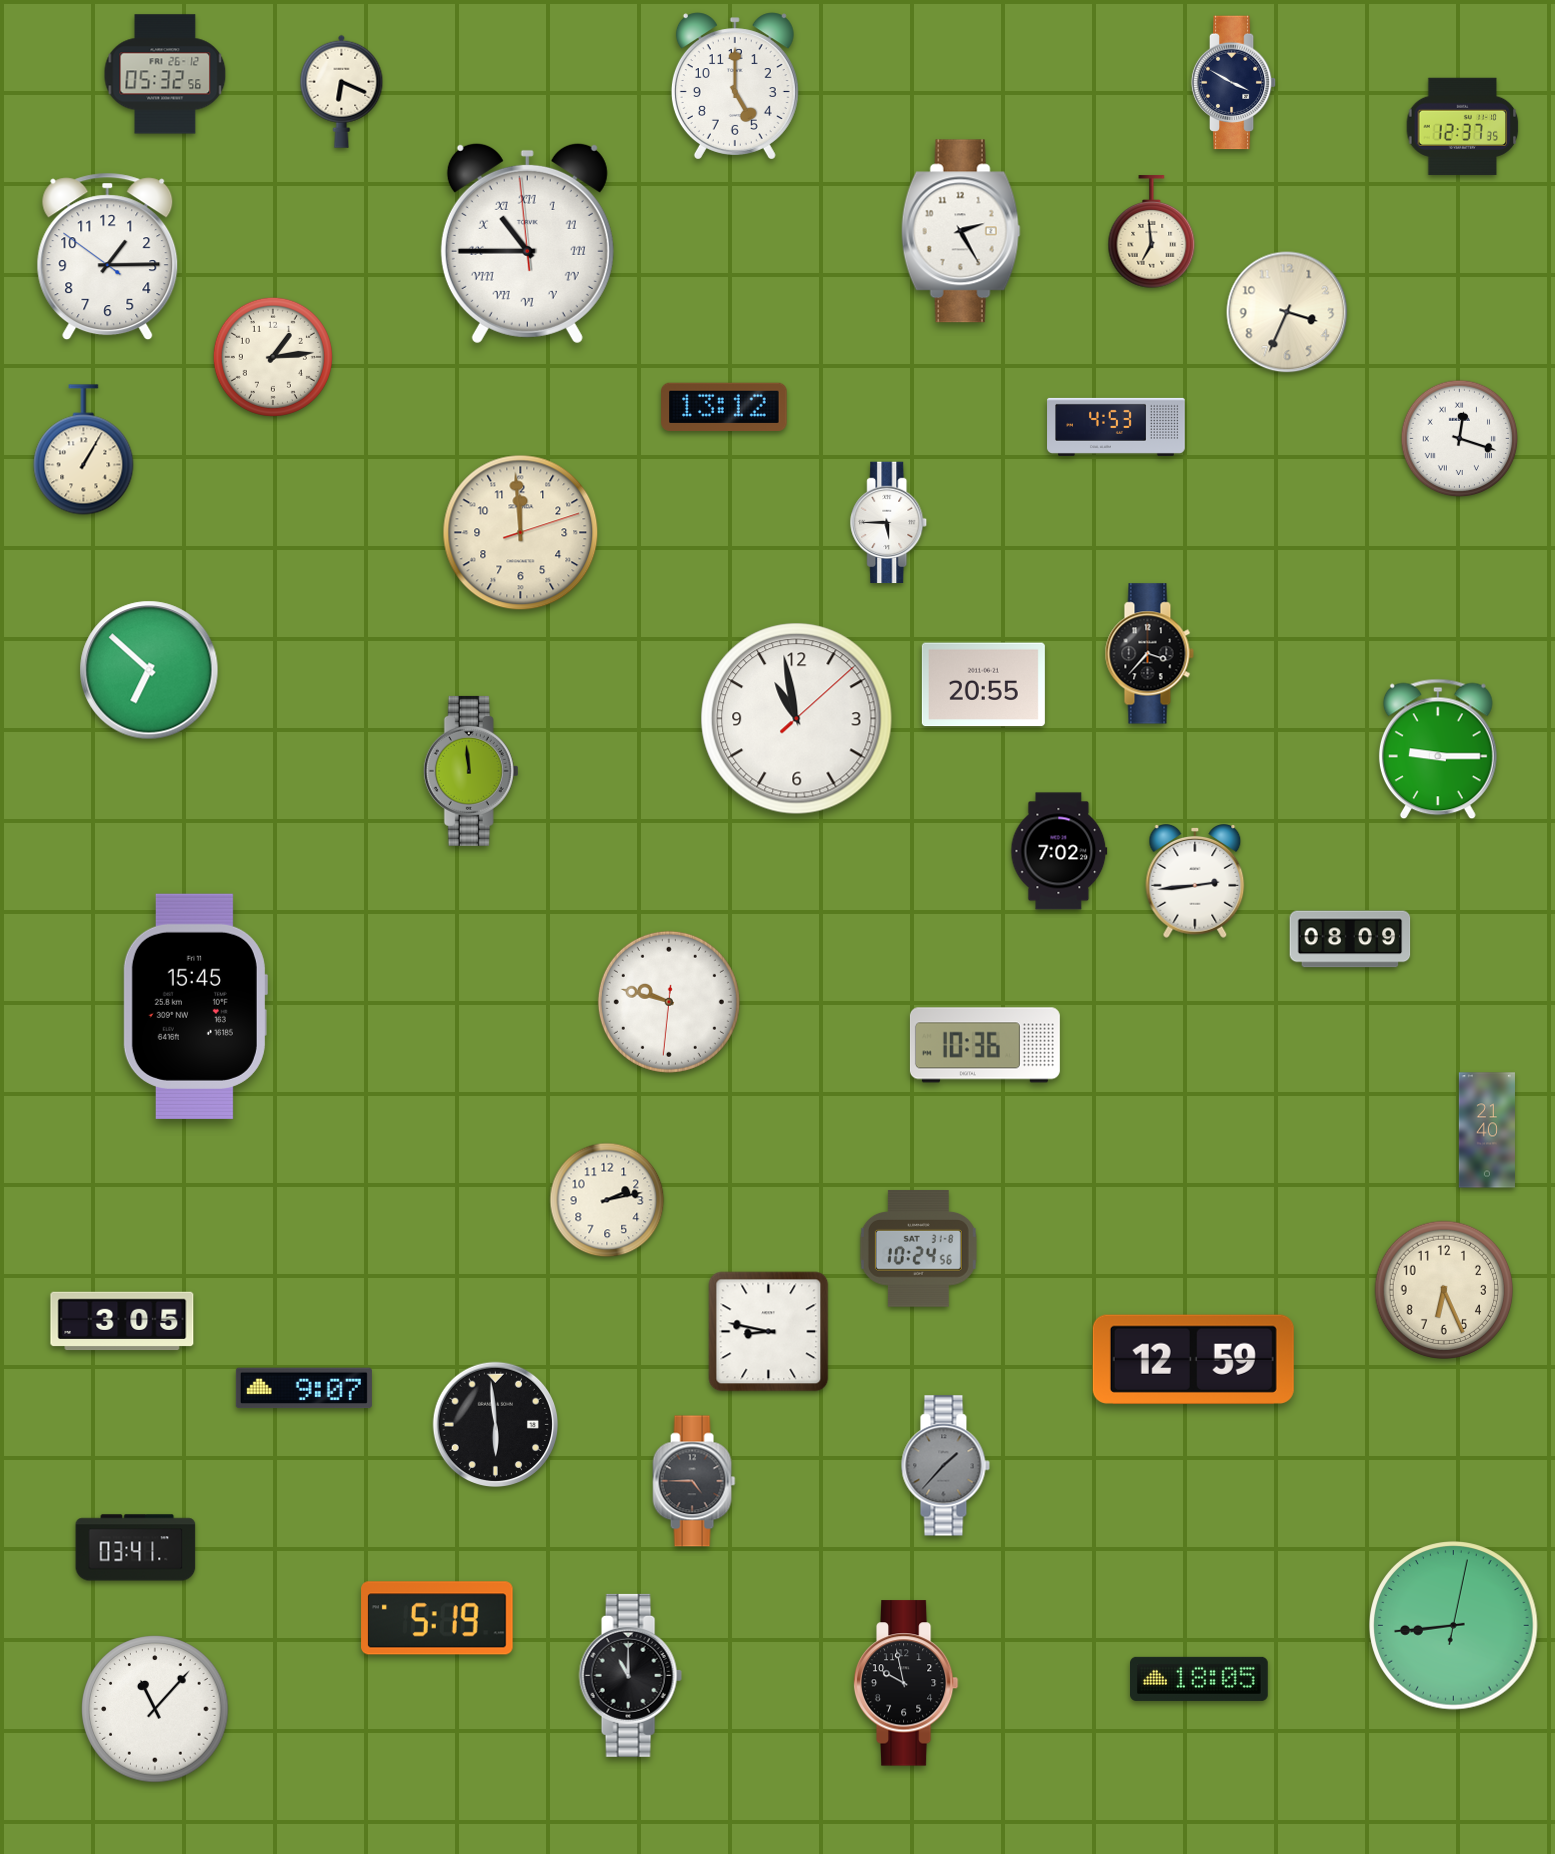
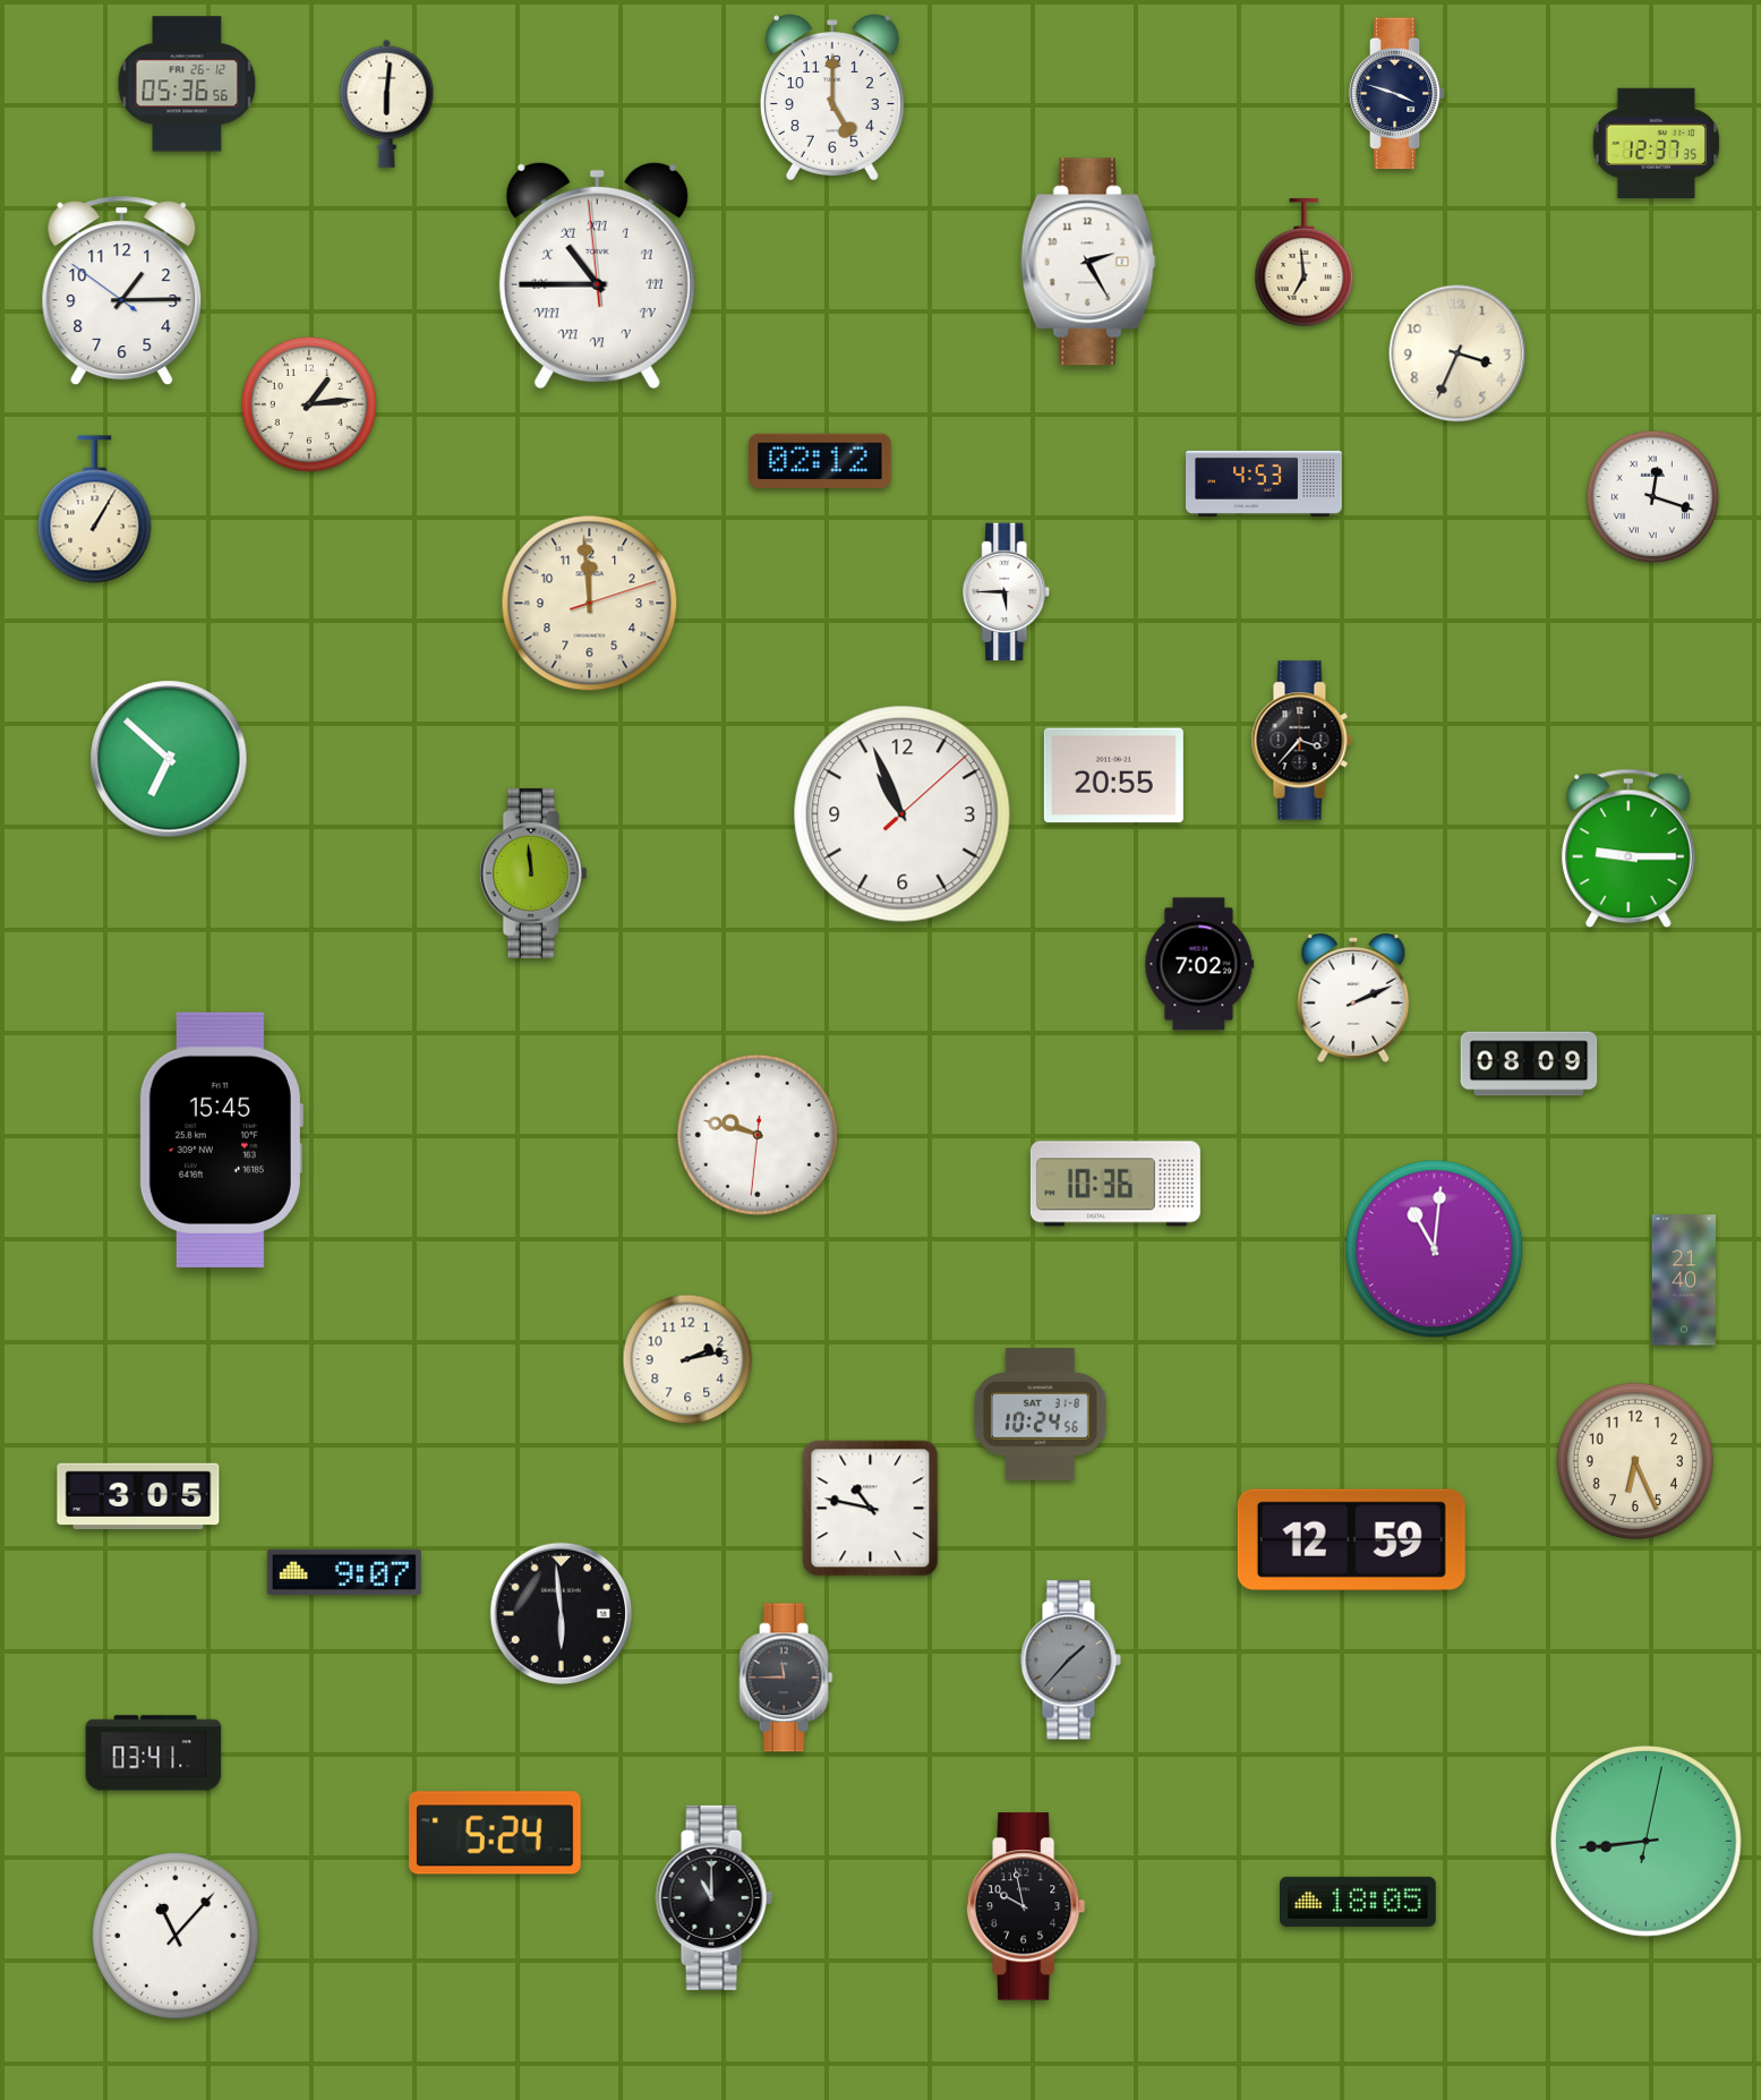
clock at (165, 74): 05:32 -> 05:36
clock at (1234, 83): 3:50 -> 3:48
clock at (342, 91): 6:19 -> 6:01
clock at (724, 407): 13:12 -> 02:12
clock at (797, 719): 10:58 -> 10:56
clock at (1195, 882): 2:44 -> 2:11
clock at (1435, 1249): none -> 11:01
clock at (769, 1332): 8:47 -> 10:47
clock at (694, 1481): 4:45 -> 11:45
clock at (437, 1618): 5:19 -> 5:24
